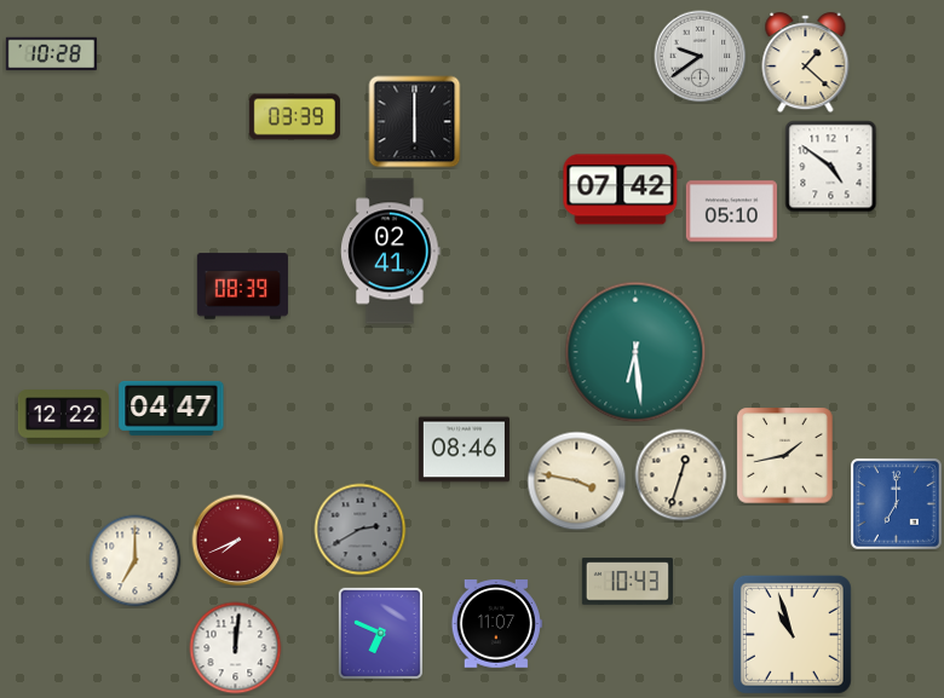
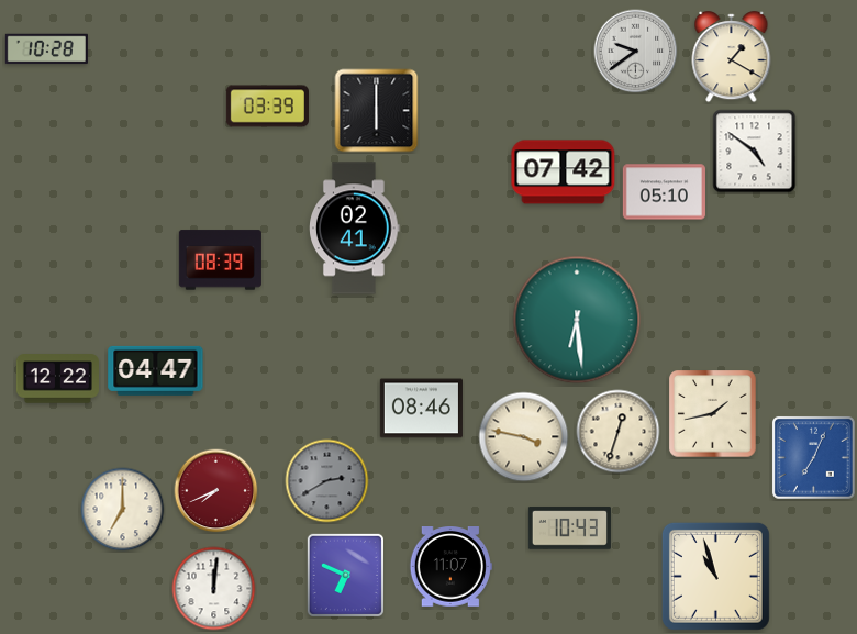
clock at (806, 63): 1:22 -> 1:20
clock at (896, 503): 7:00 -> 7:04
clock at (792, 634) position: (792, 634) -> (715, 576)
